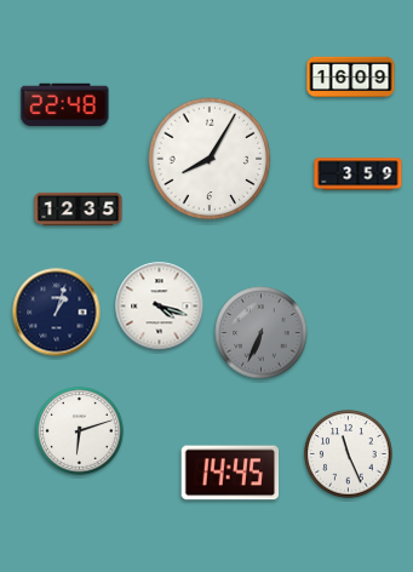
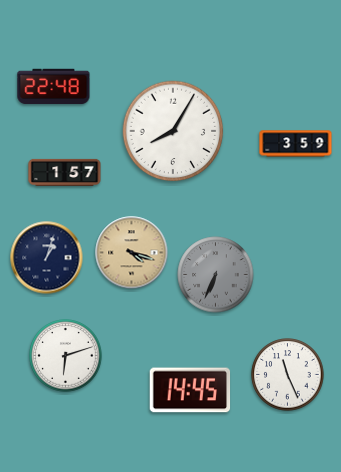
clock at (351, 78): 16:09 -> none
clock at (79, 208): 12:35 -> 1:57
clock at (160, 307) dial: white -> champagne
